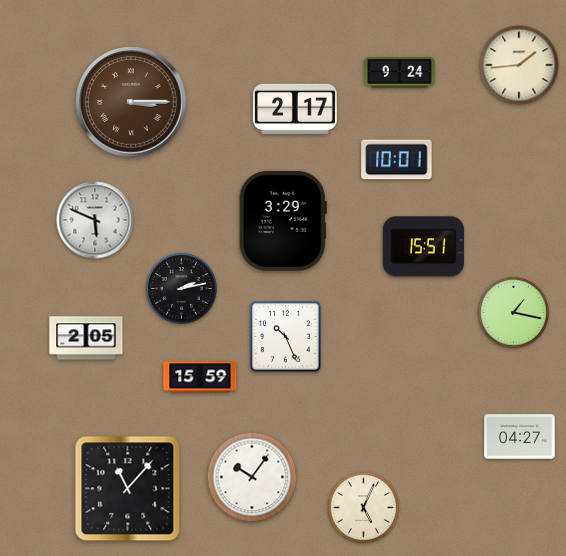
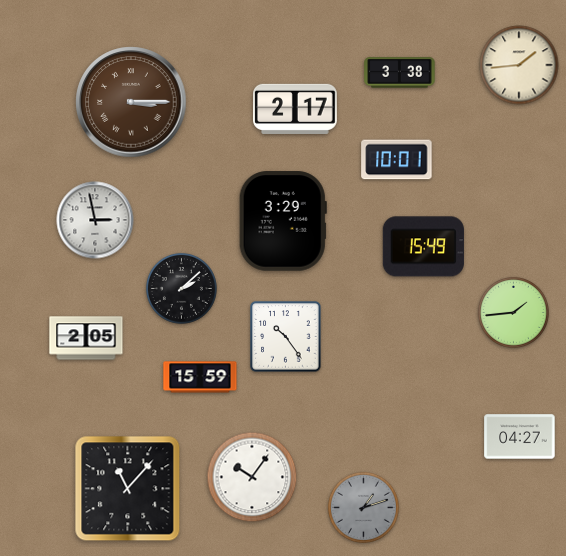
clock at (400, 73): 9:24 -> 3:38
clock at (95, 220): 5:49 -> 2:58
clock at (423, 247): 15:51 -> 15:49
clock at (181, 288): 2:13 -> 2:08
clock at (513, 312): 1:17 -> 1:44
clock at (286, 337): 10:26 -> 10:24
clock at (363, 507): 5:04 -> 1:12
clock at (363, 507) dial: cream -> grey
